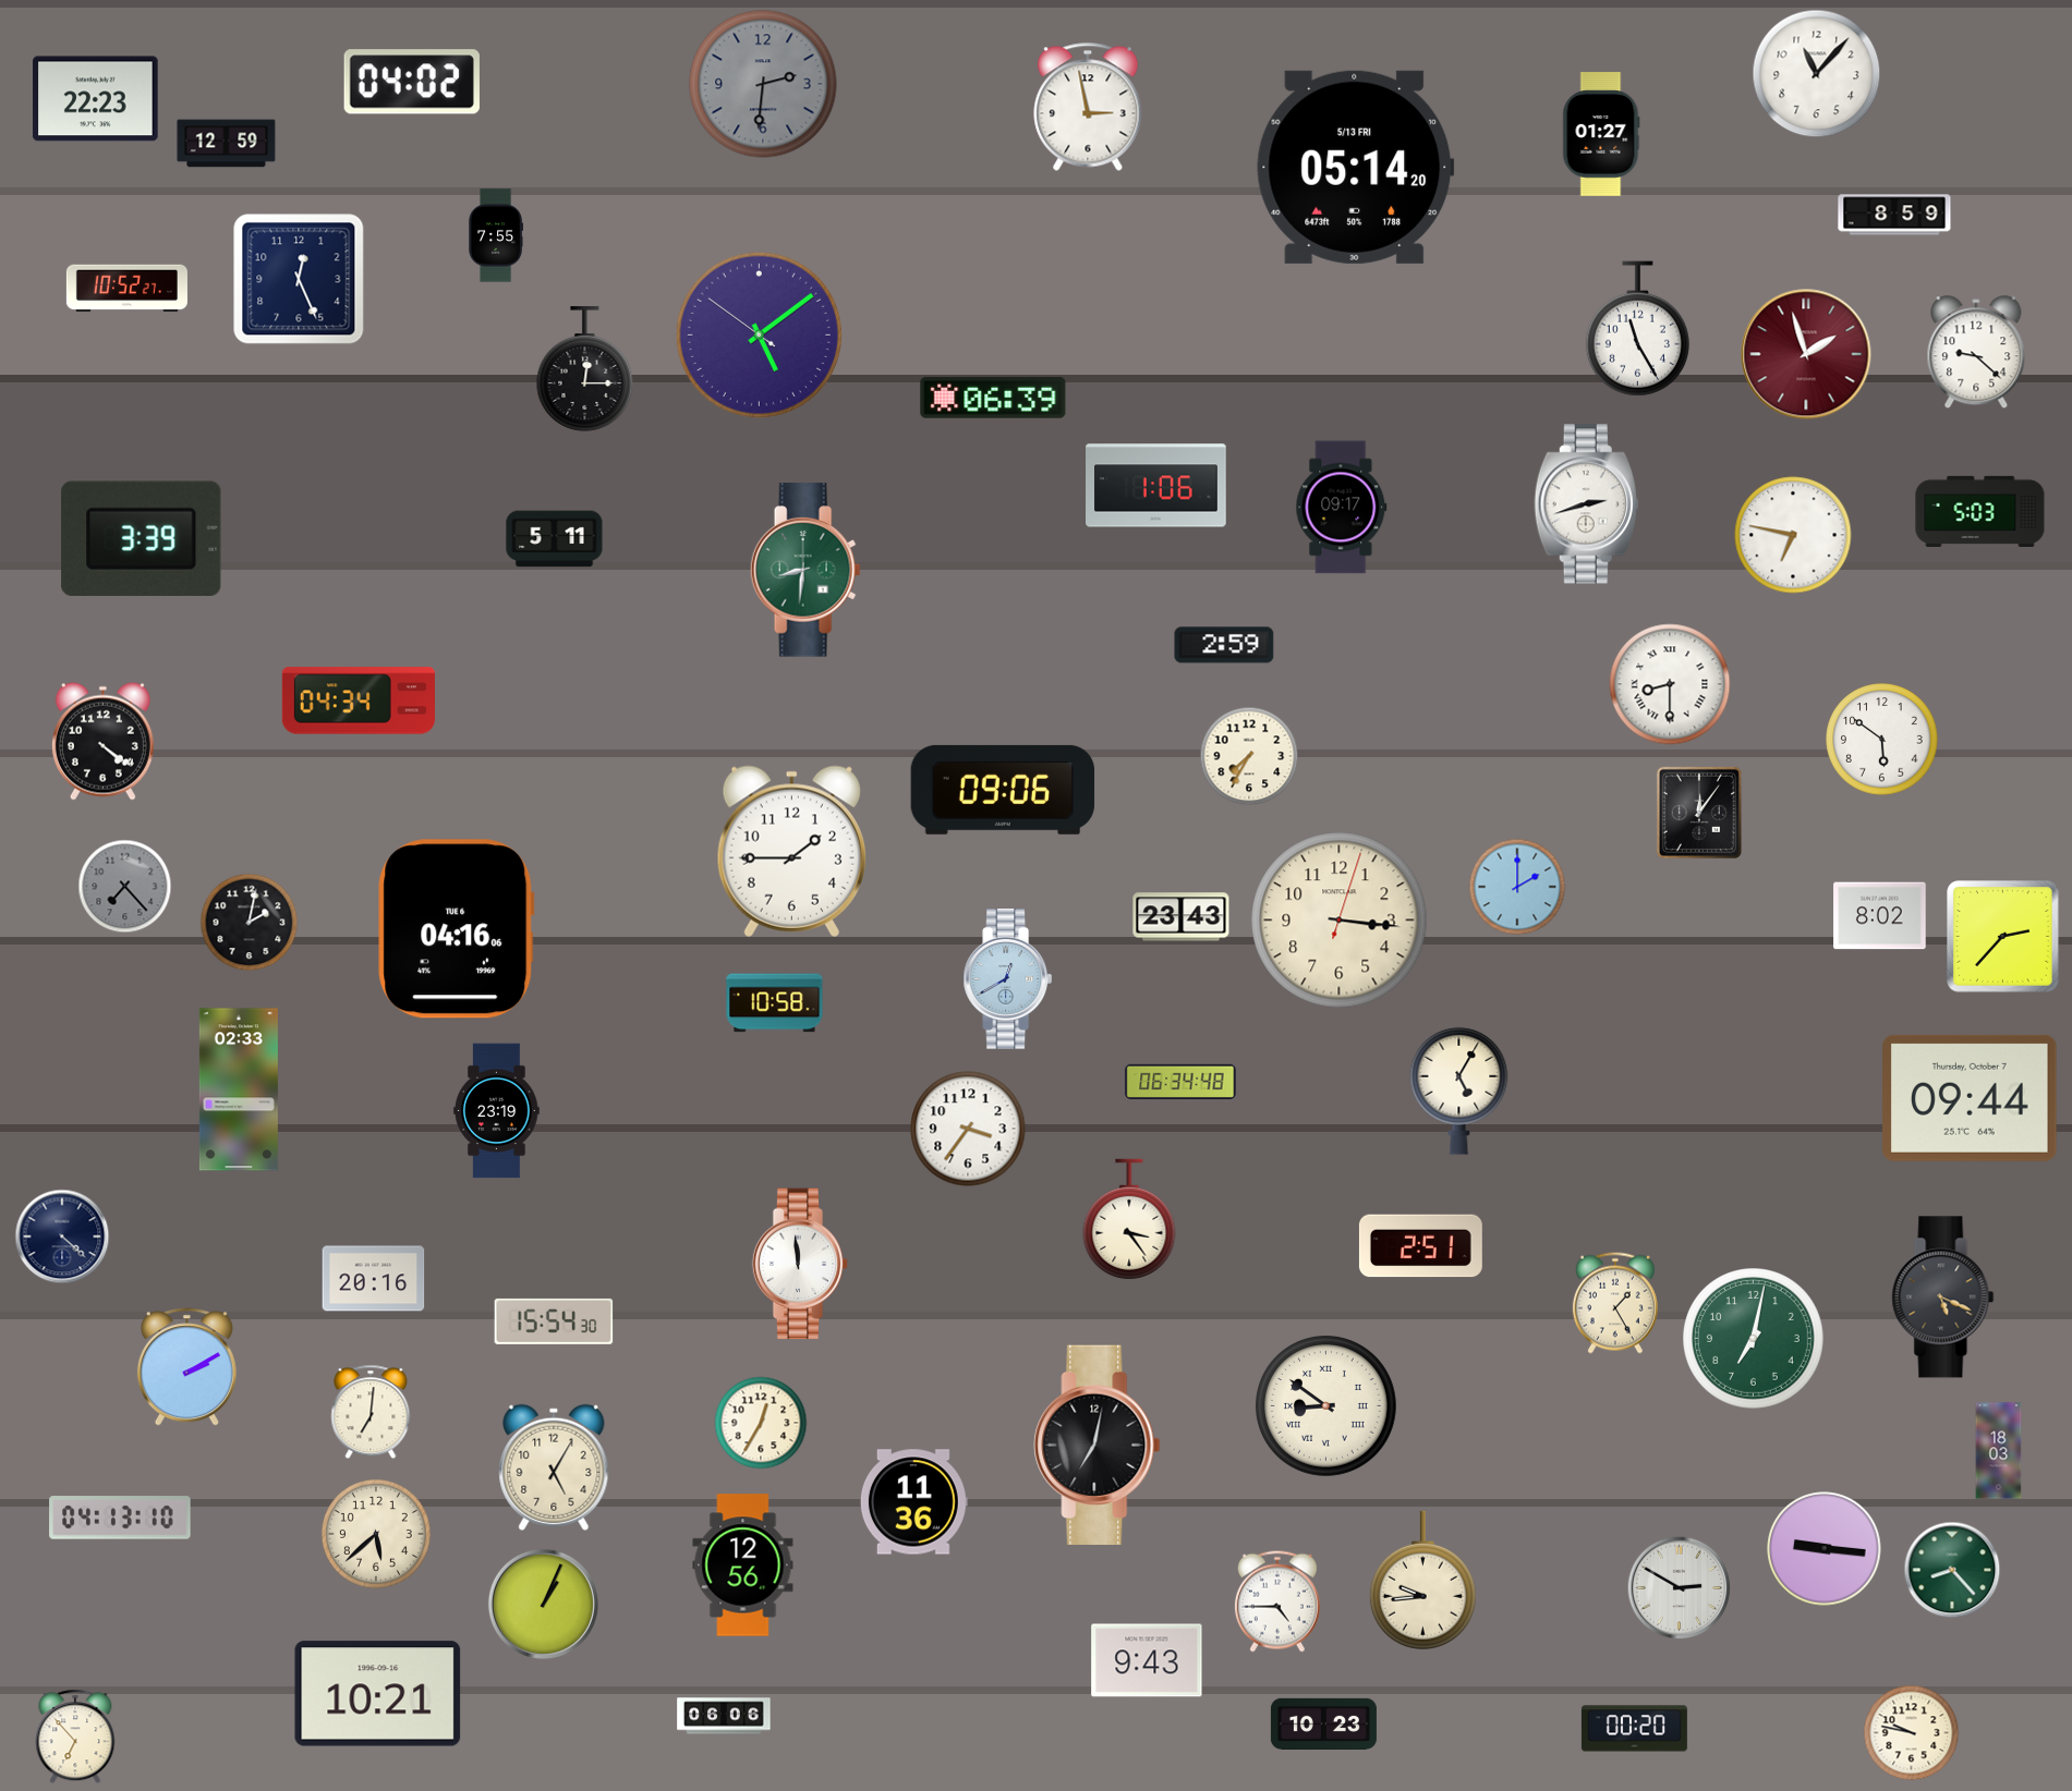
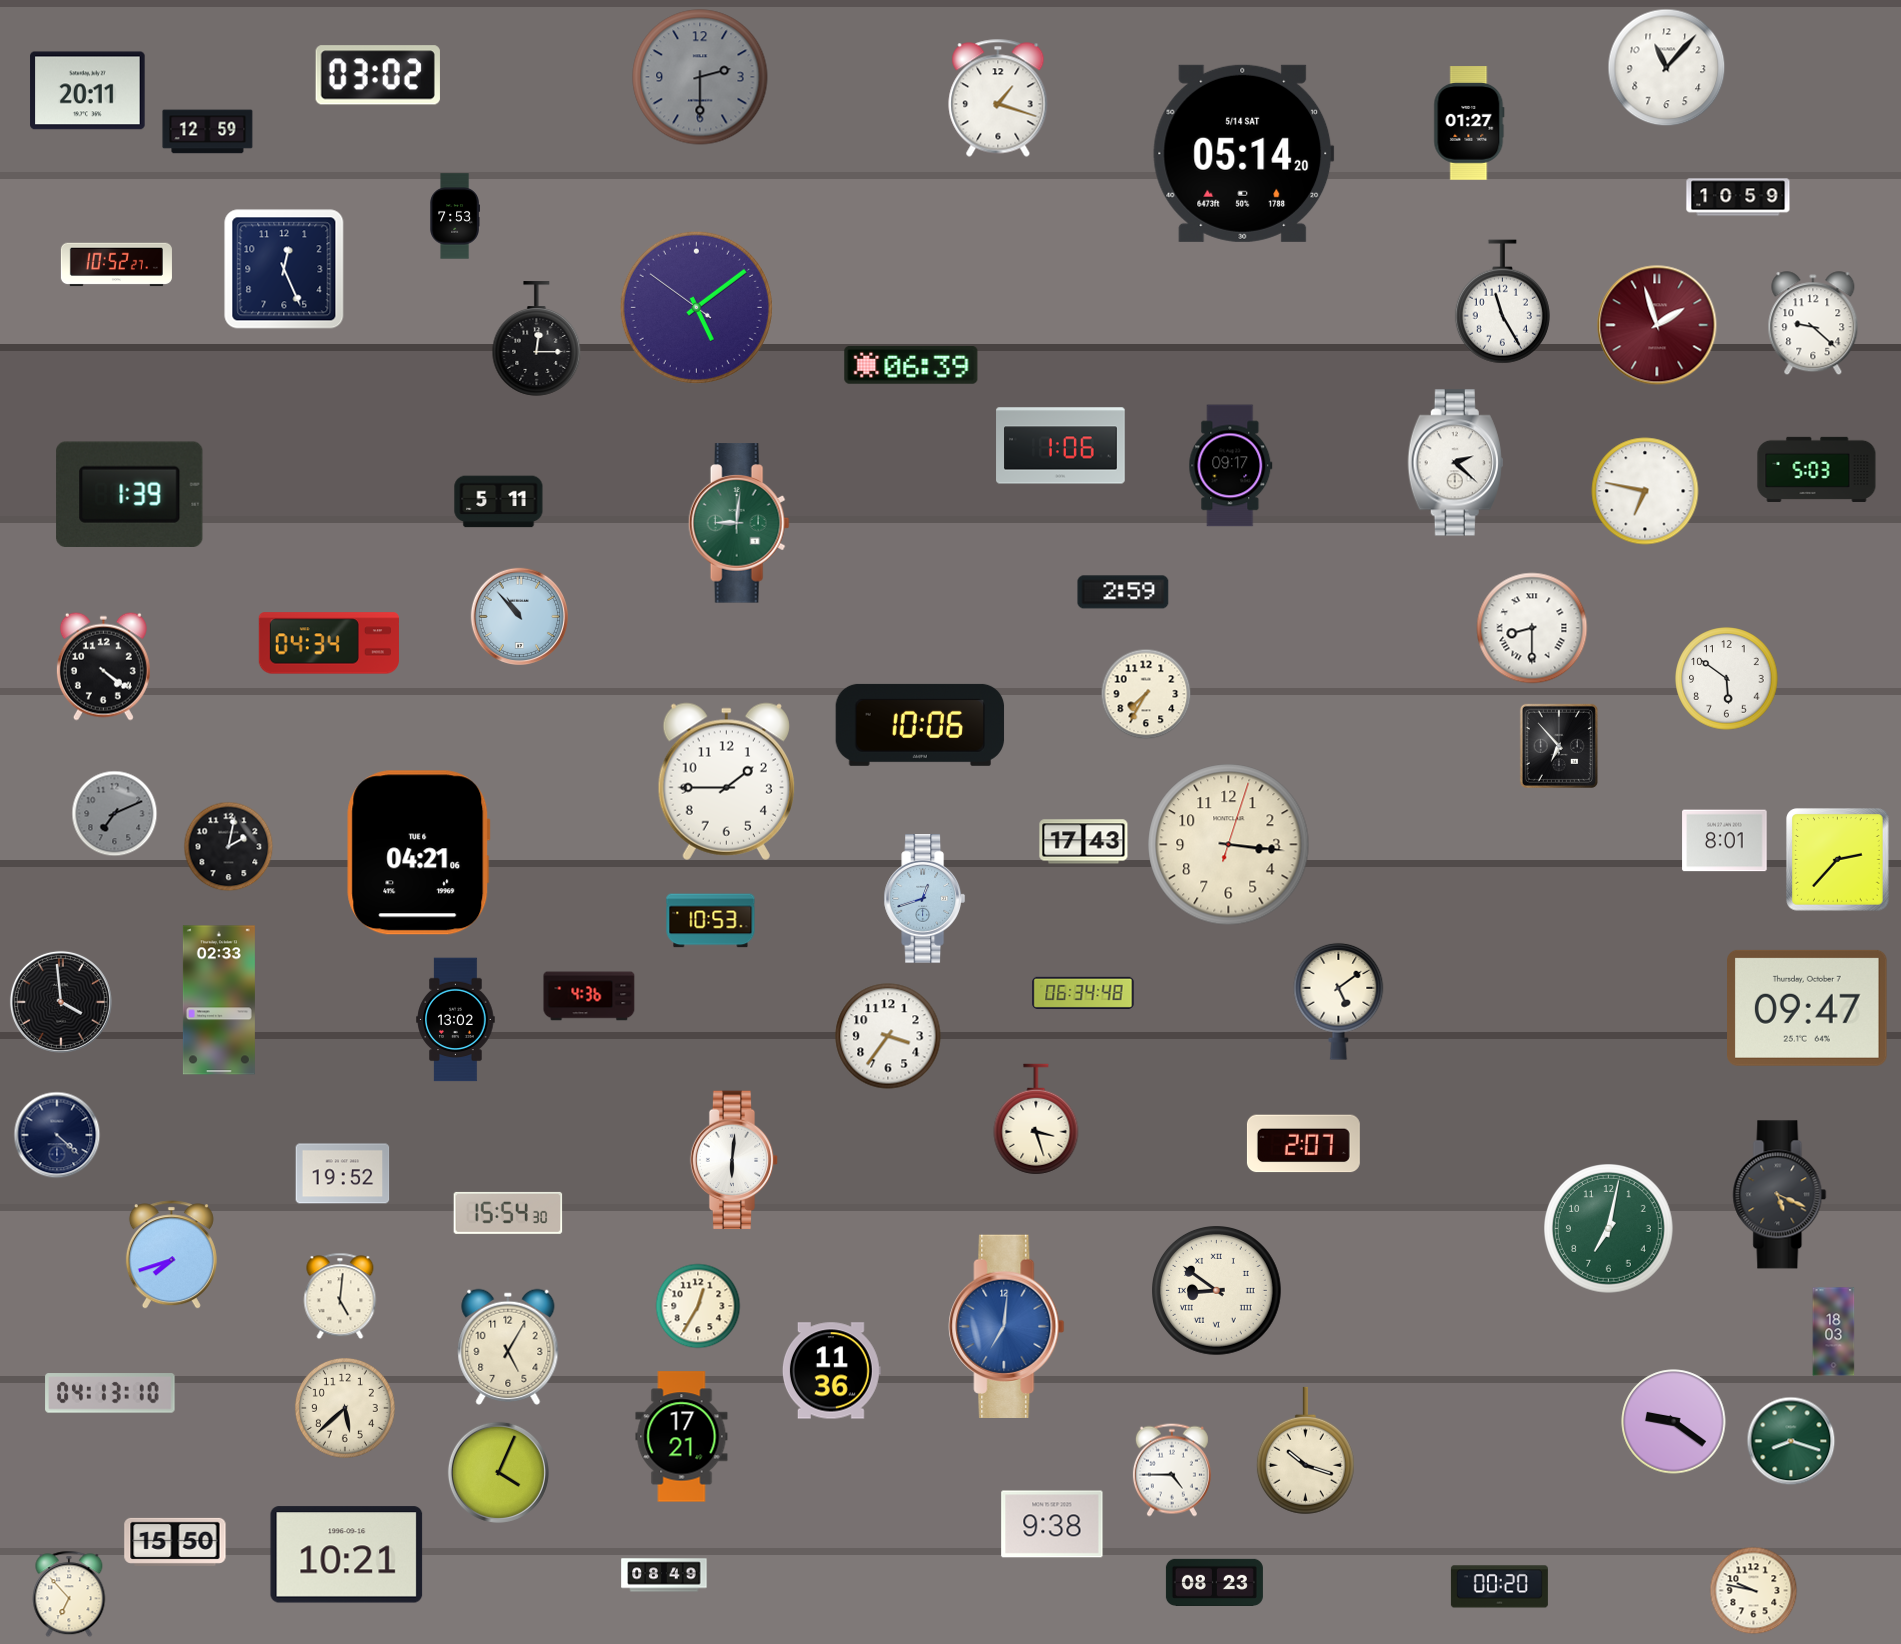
clock at (412, 82): 04:02 -> 03:02
clock at (763, 84): 2:31 -> 2:30
clock at (96, 99): 22:23 -> 20:11
clock at (1088, 107): 2:58 -> 1:18
clock at (1356, 167) date: 5/13 FRI -> 5/14 SAT
clock at (1894, 215): 8:59 -> 10:59
clock at (495, 235): 7:55 -> 7:53
clock at (299, 279) position: (299, 279) -> (284, 269)
clock at (1586, 504): 2:42 -> 2:22
clock at (142, 538): 3:39 -> 1:39
clock at (555, 539) position: (555, 539) -> (499, 502)
clock at (805, 570): 8:31 -> 9:01
clock at (519, 616): none -> 10:53
clock at (102, 741) position: (102, 741) -> (103, 666)
clock at (1003, 790): 09:06 -> 10:06
clock at (1699, 813): 12:06 -> 6:53
clock at (125, 887): 7:23 -> 7:11
clock at (1517, 887): 2:00 -> none
clock at (1880, 916): 8:02 -> 8:01
clock at (1182, 917): 23:43 -> 17:43
clock at (457, 929): 04:16 -> 04:21
clock at (1008, 979): 12:40 -> 12:42
clock at (775, 1003): 10:58 -> 10:53
clock at (589, 996): none -> 4:36
clock at (1459, 1091): 5:05 -> 5:09
clock at (61, 1002): none -> 3:59
clock at (1971, 1098): 09:44 -> 09:47
clock at (497, 1111): 23:19 -> 13:02
clock at (1129, 1219): 3:24 -> 3:27
clock at (1420, 1246): 2:51 -> 2:07
clock at (800, 1264): 11:59 -> 6:01
clock at (374, 1279): 20:16 -> 19:52
clock at (1943, 1297) position: (1943, 1297) -> (1780, 1195)
clock at (1615, 1303): 1:25 -> none
clock at (186, 1367): 2:10 -> 7:42
clock at (371, 1412): 7:01 -> 5:01
clock at (1098, 1445): 7:02 -> 7:01
clock at (1098, 1445) dial: black -> blue
clock at (913, 1502) position: (913, 1502) -> (831, 1371)
clock at (1825, 1549): 9:16 -> 9:21
clock at (743, 1565): 12:56 -> 17:21
clock at (1952, 1570): 8:23 -> 8:18
clock at (1422, 1581): 9:44 -> 10:18
clock at (1680, 1588): 2:50 -> none
clock at (543, 1604): 1:04 -> 4:04
clock at (1147, 1660): 9:43 -> 9:38
clock at (175, 1542): none -> 15:50
clock at (724, 1716): 06:06 -> 08:49
clock at (1323, 1723): 10:23 -> 08:23
